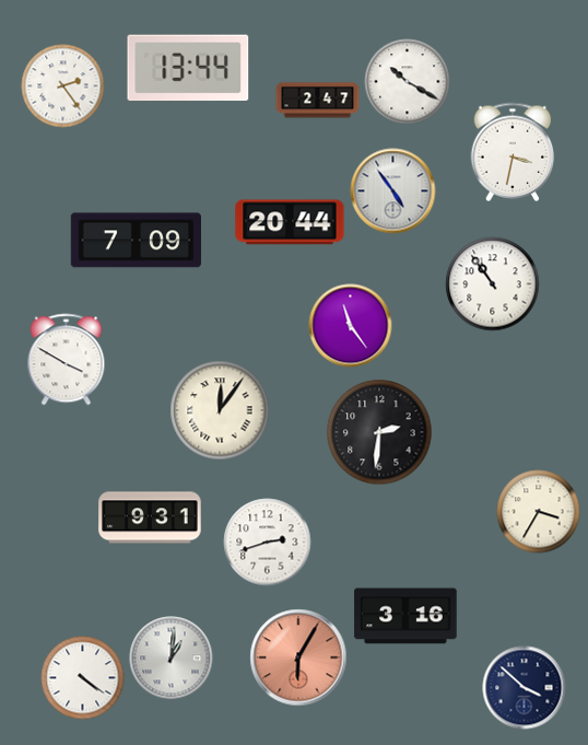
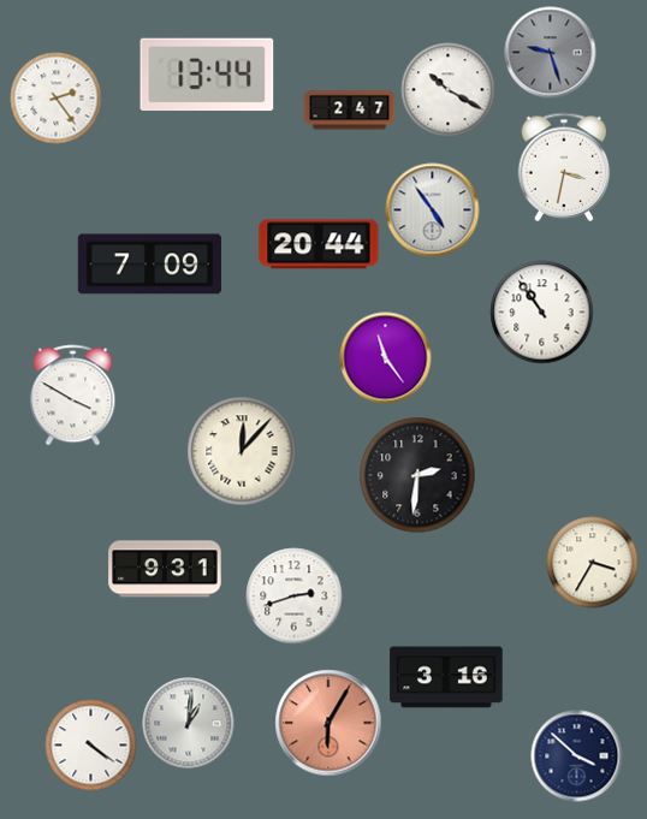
clock at (551, 53): none -> 9:27
clock at (63, 86) position: (63, 86) -> (57, 99)
clock at (220, 410): 12:06 -> 12:07
